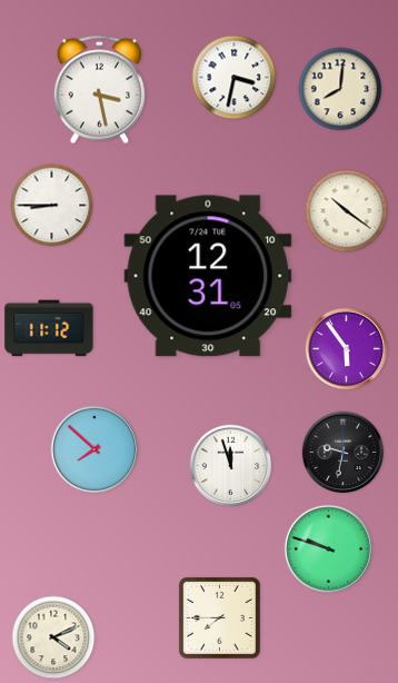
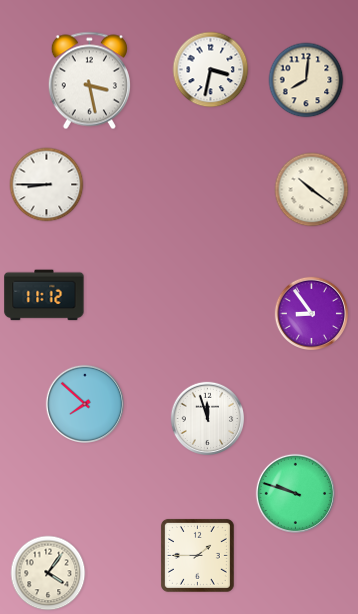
clock at (208, 276): 12:31 -> none
clock at (347, 349): 5:54 -> 8:54
clock at (344, 453): 9:32 -> none
clock at (219, 617): 7:45 -> 1:45
clock at (53, 637): 4:11 -> 4:06
